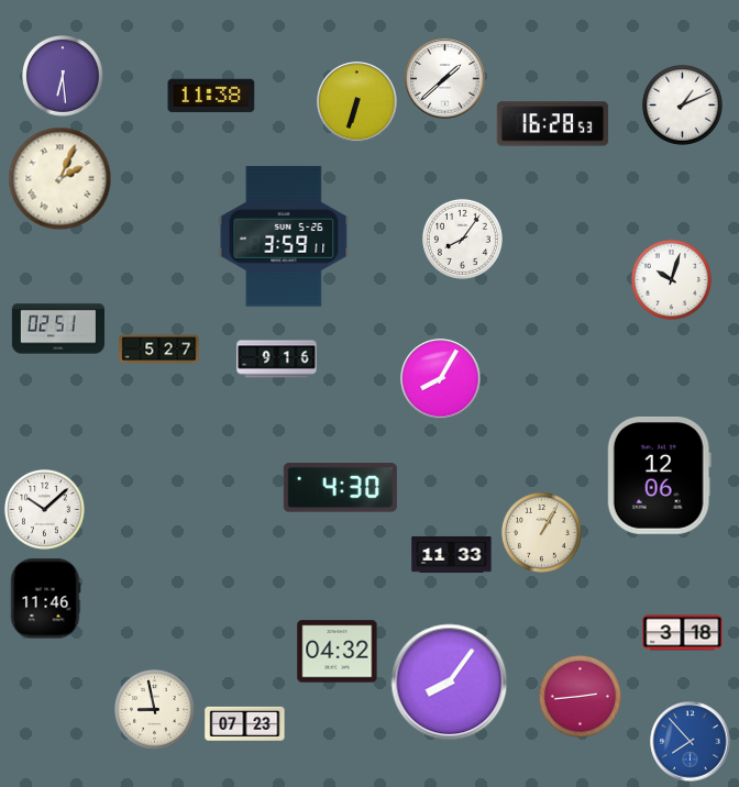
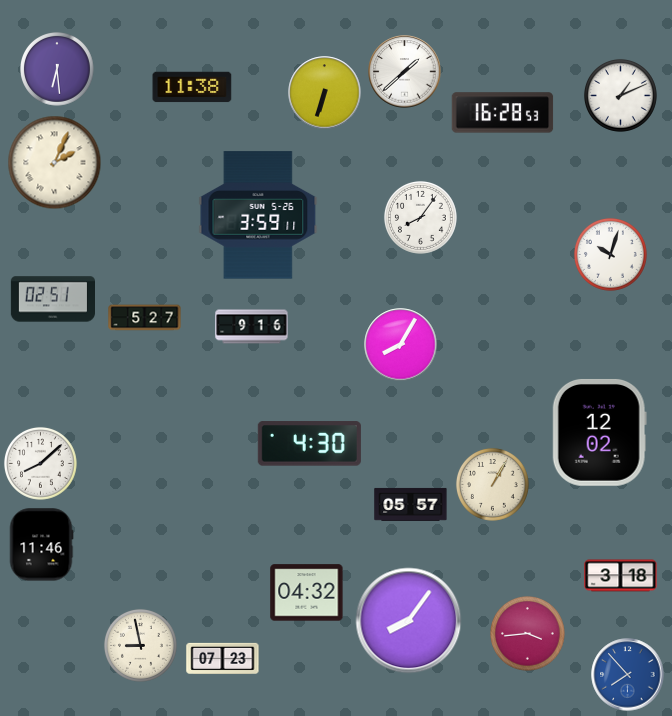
clock at (659, 475): 12:06 -> 12:02
clock at (44, 509): 10:08 -> 8:08
clock at (452, 554): 11:33 -> 05:57
clock at (581, 697): 2:44 -> 3:44
